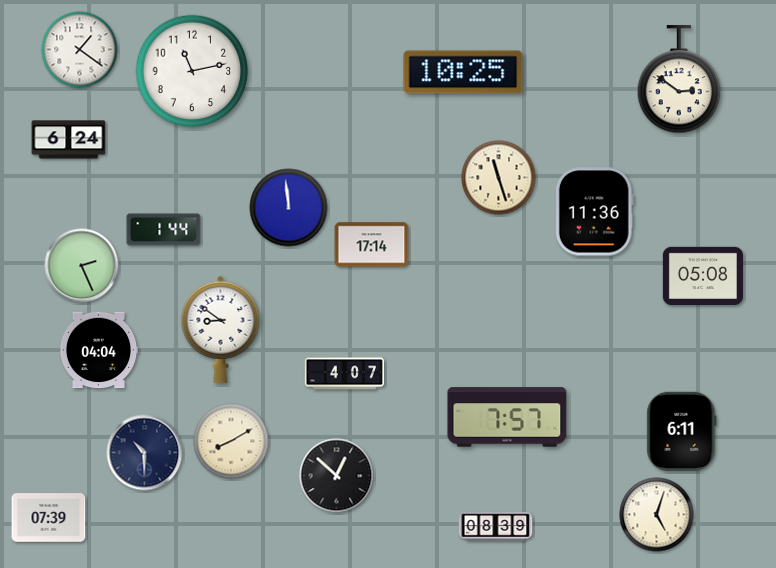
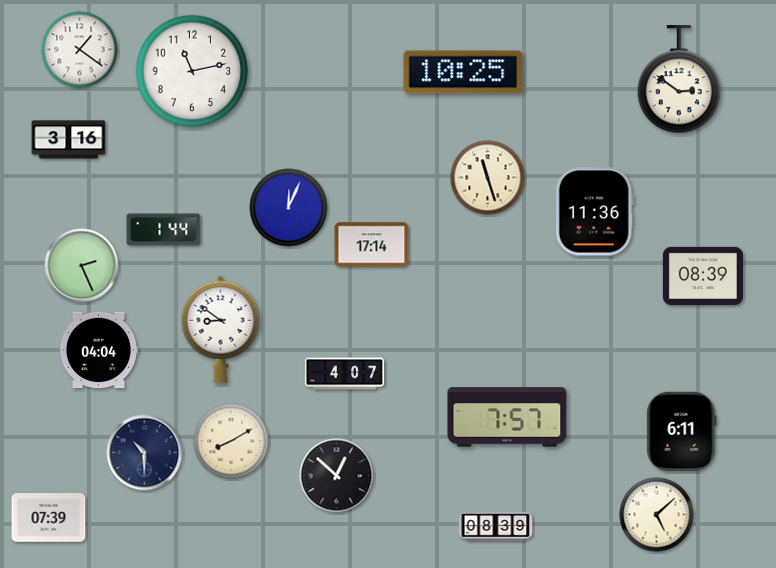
clock at (69, 140): 6:24 -> 3:16
clock at (499, 178) position: (499, 178) -> (488, 178)
clock at (289, 208): 11:59 -> 12:04
clock at (703, 275): 05:08 -> 08:39
clock at (657, 515): 5:03 -> 5:08
